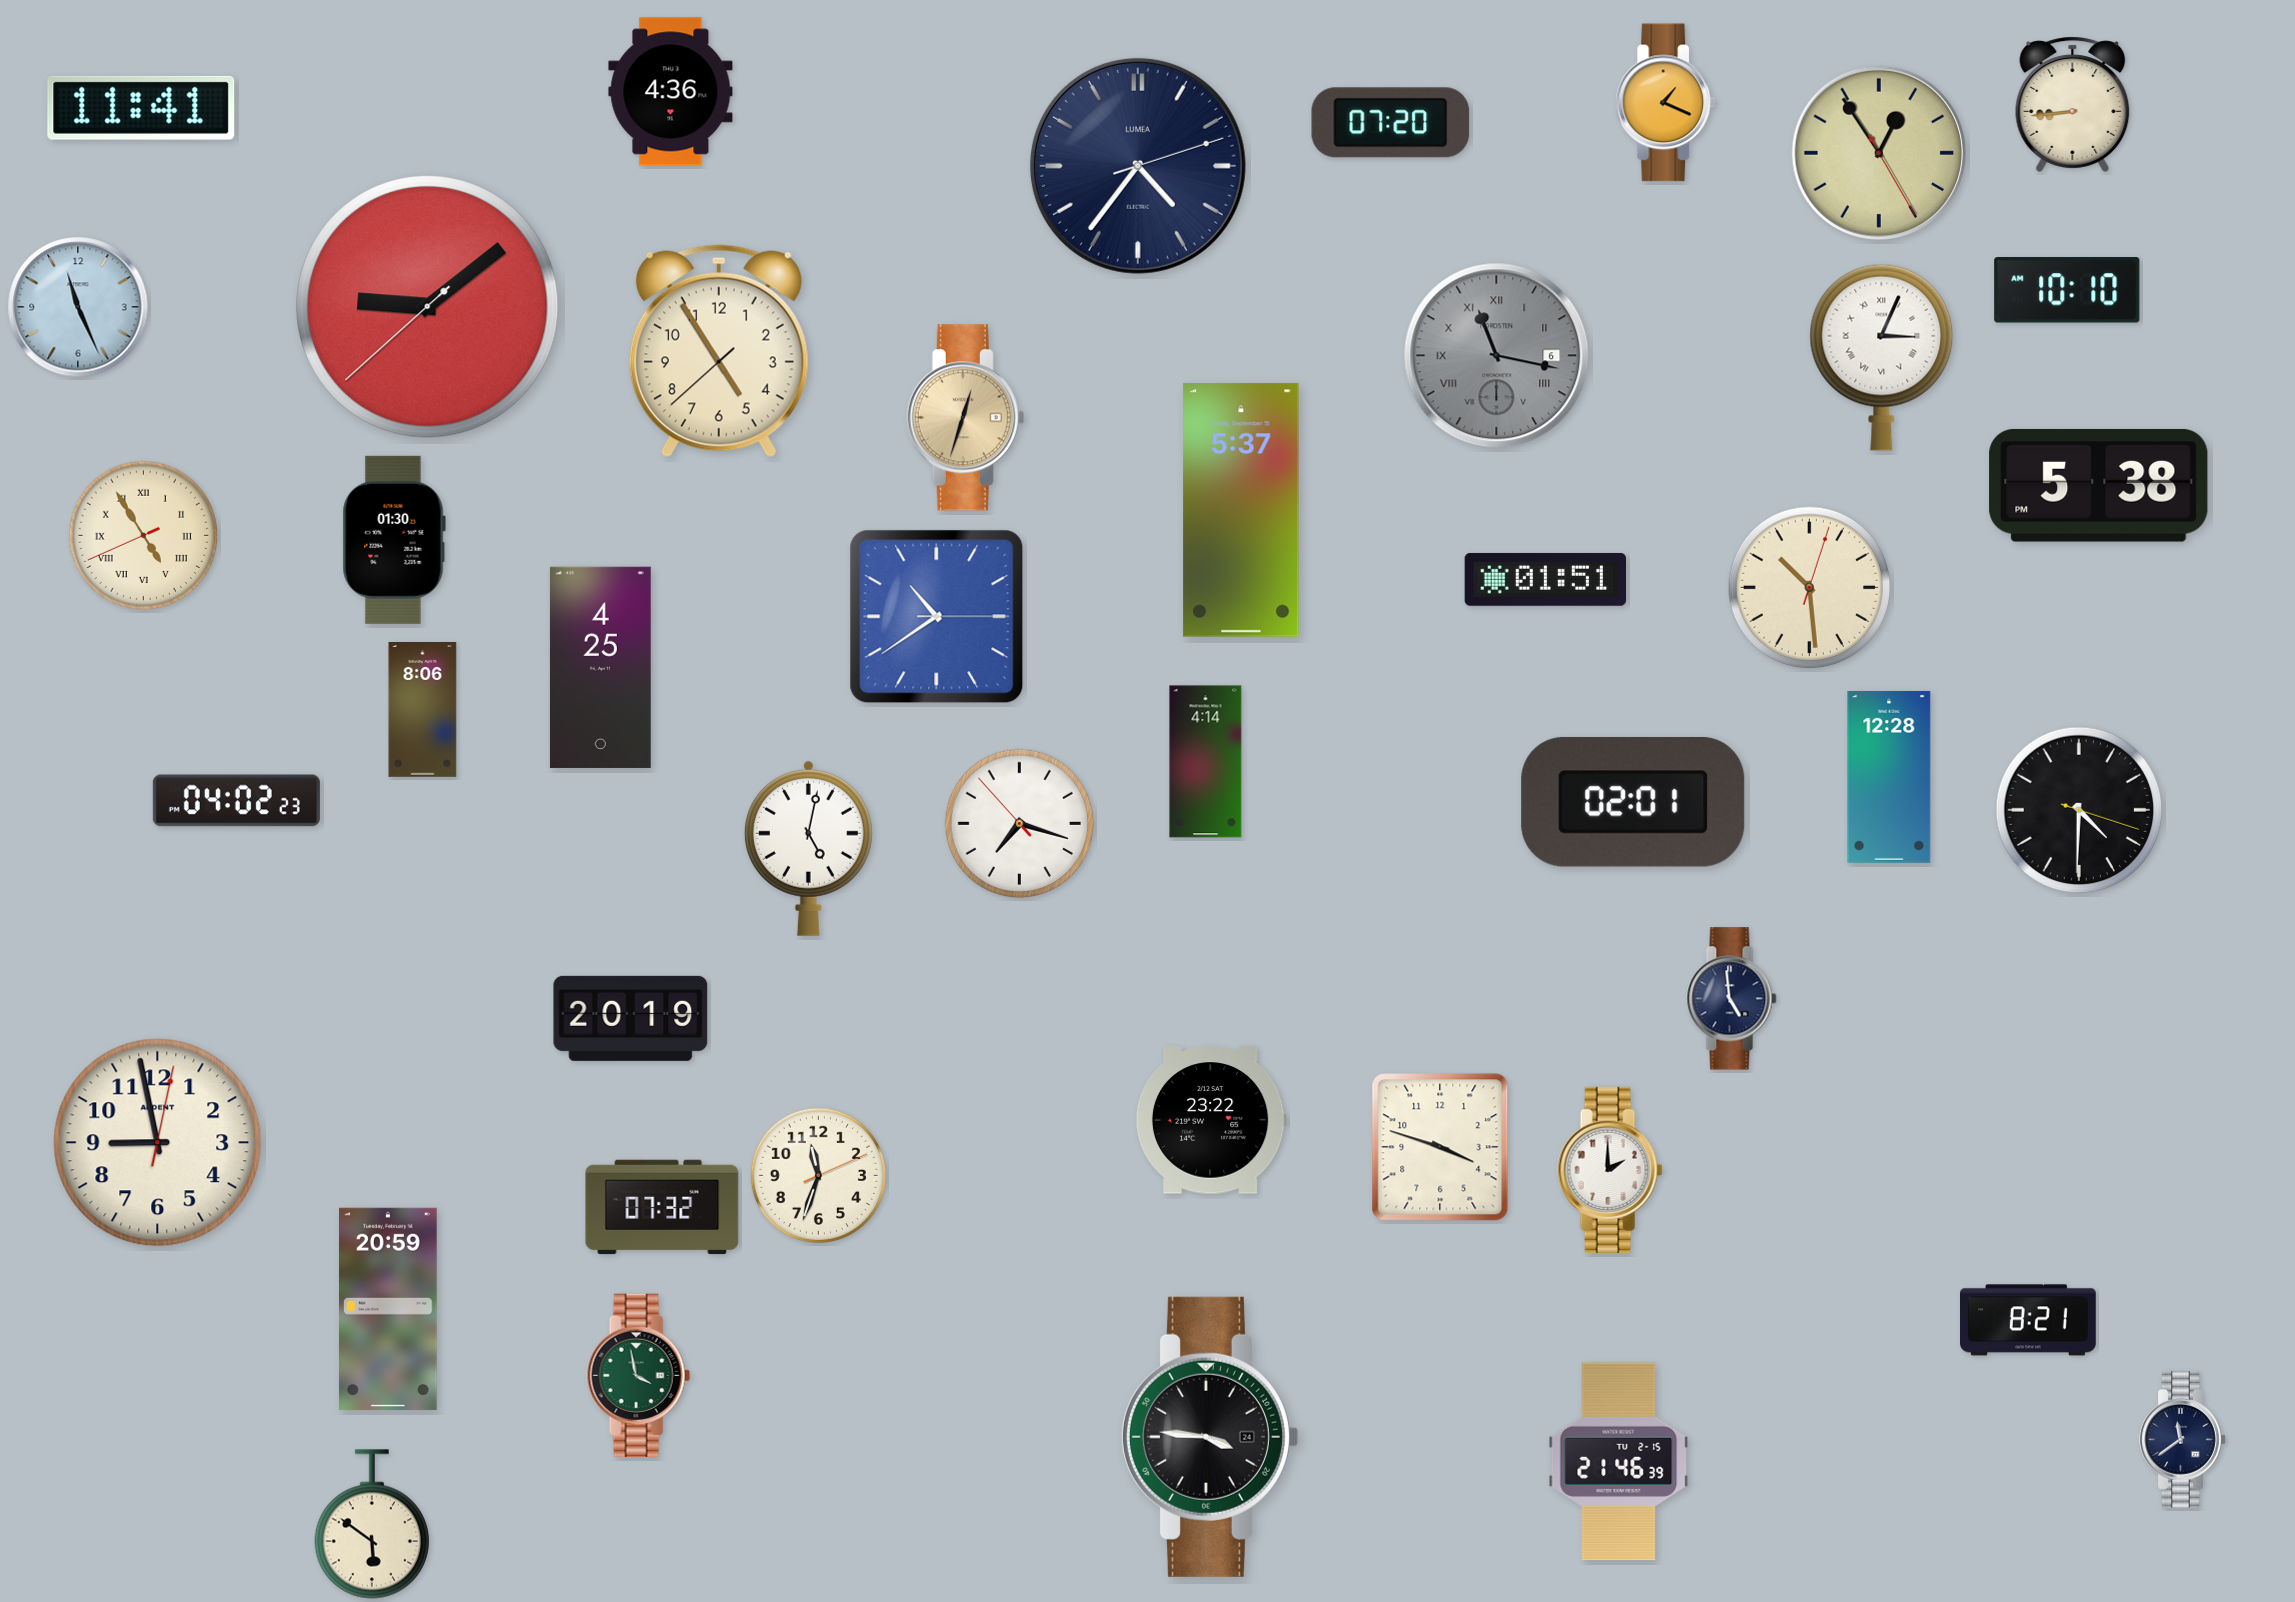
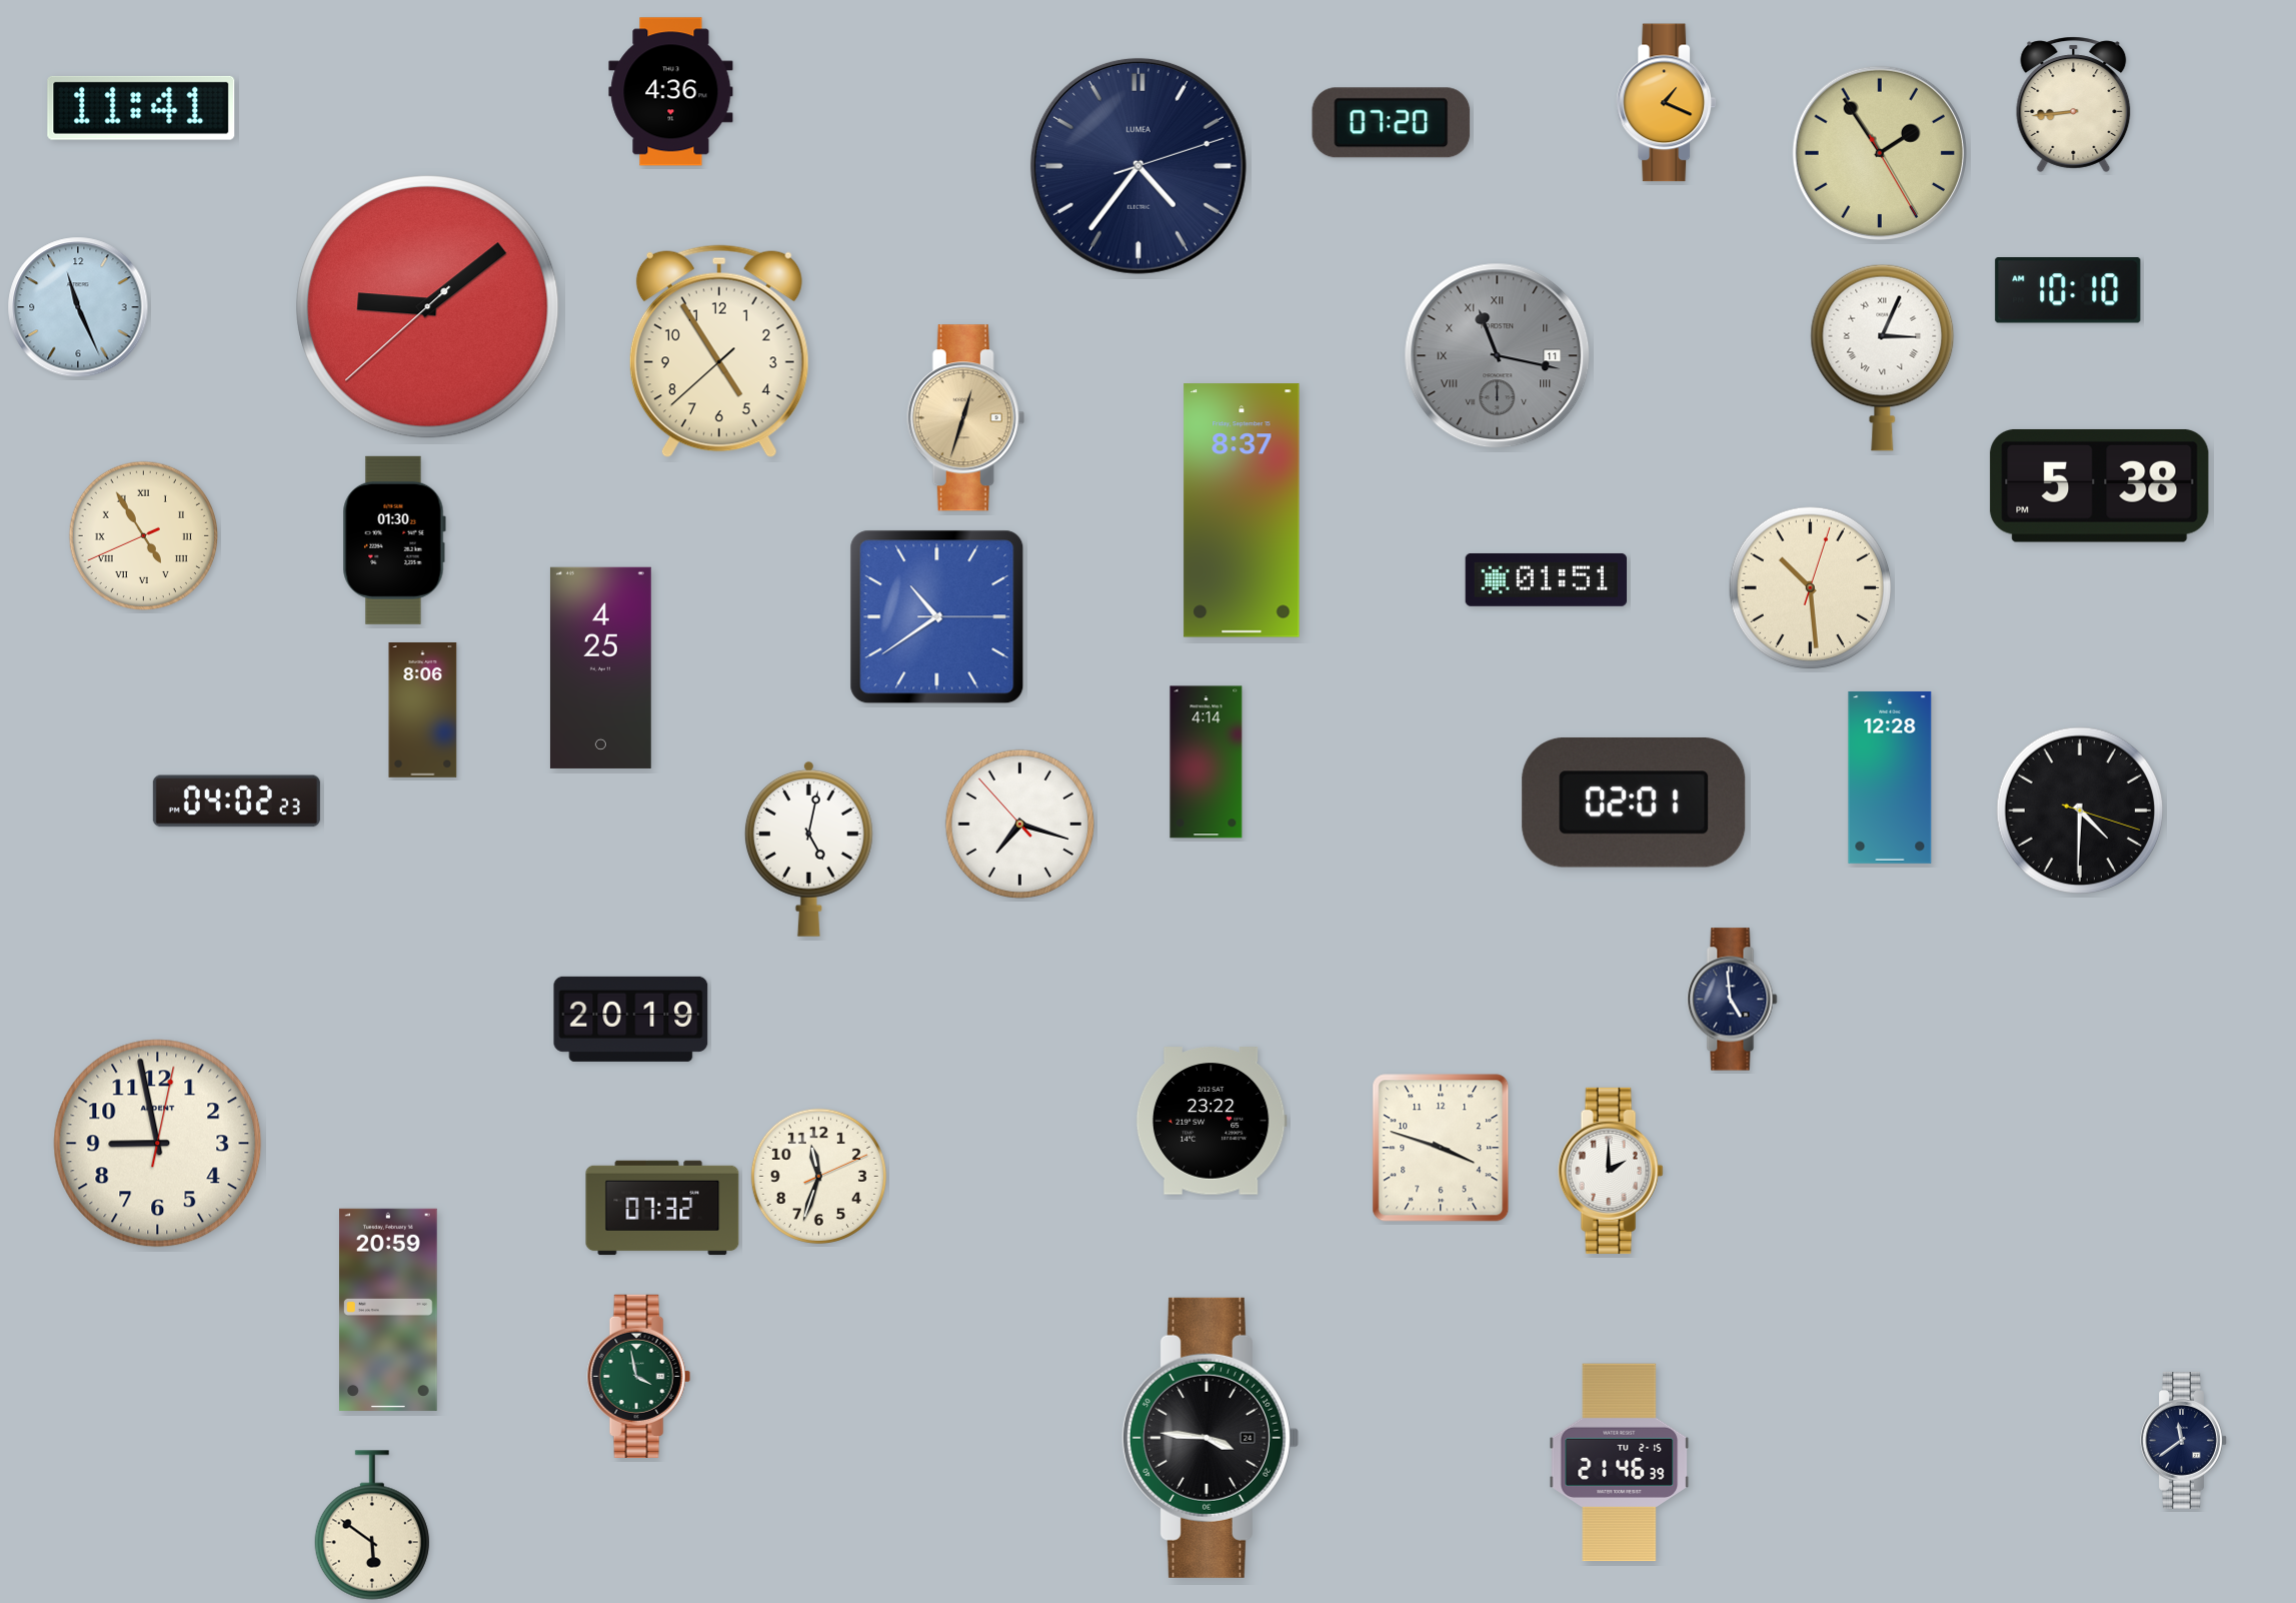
clock at (1879, 153): 12:54 -> 1:54
clock at (1497, 356) date: 6 -> 11
clock at (1241, 510): 5:37 -> 8:37
clock at (2029, 1320): 8:21 -> none
